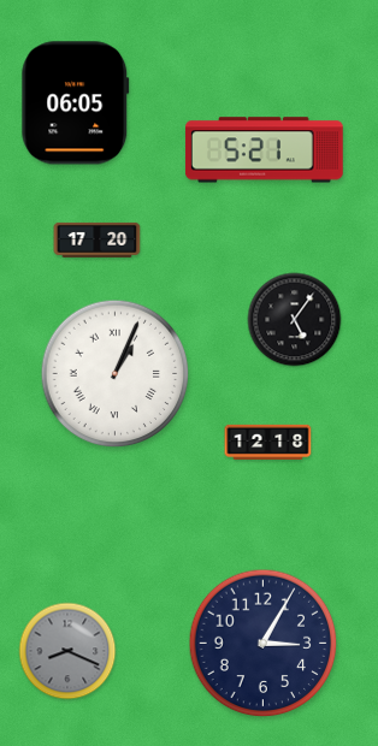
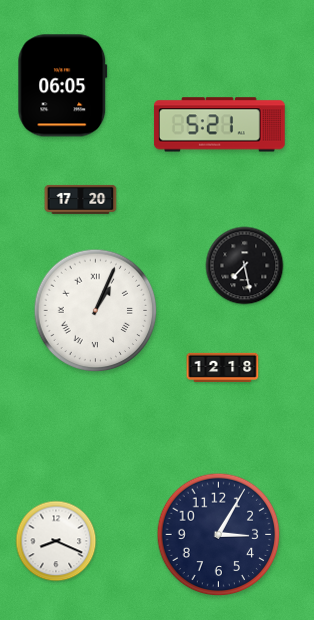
clock at (295, 320): 5:06 -> 7:28
clock at (67, 651) dial: grey -> white
